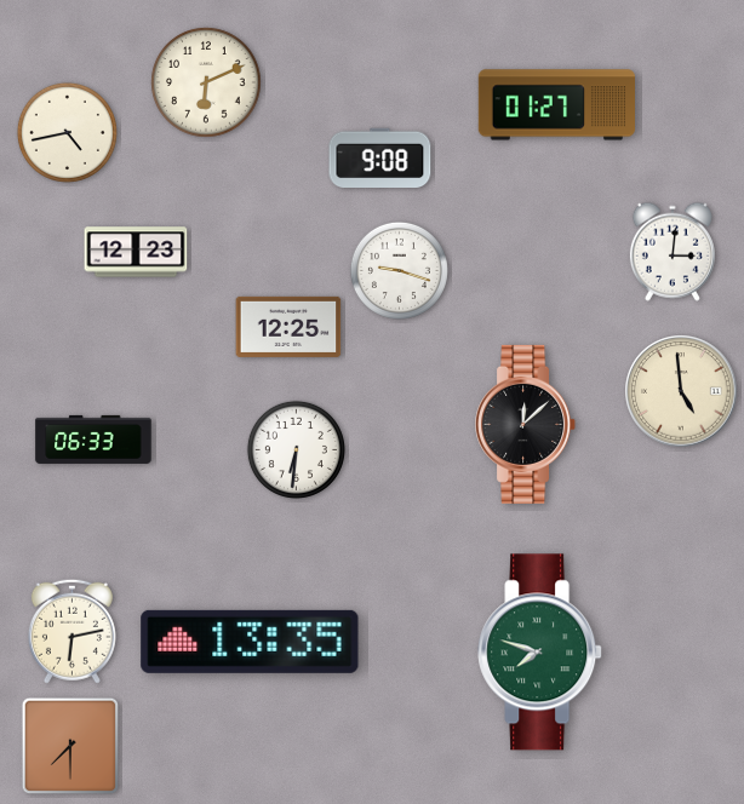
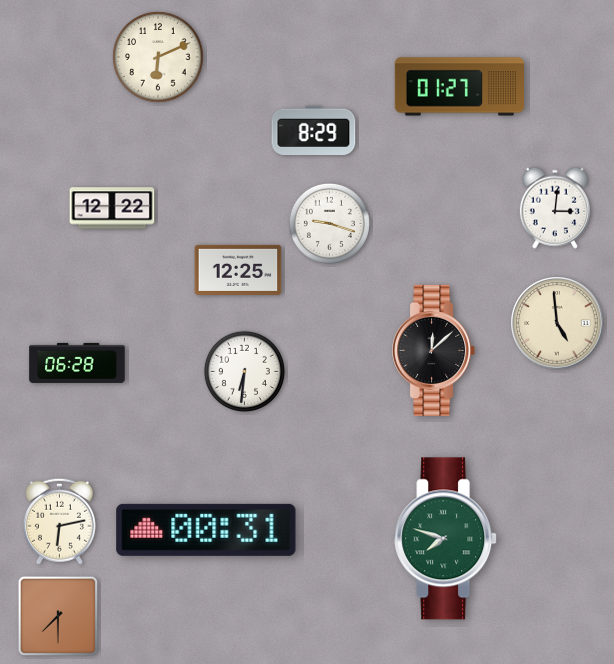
clock at (206, 82) position: (206, 82) -> (158, 57)
clock at (67, 132): 4:43 -> none
clock at (380, 159): 9:08 -> 8:29
clock at (136, 252): 12:23 -> 12:22
clock at (681, 391) position: (681, 391) -> (557, 323)
clock at (93, 440): 06:33 -> 06:28
clock at (250, 642): 13:35 -> 00:31
